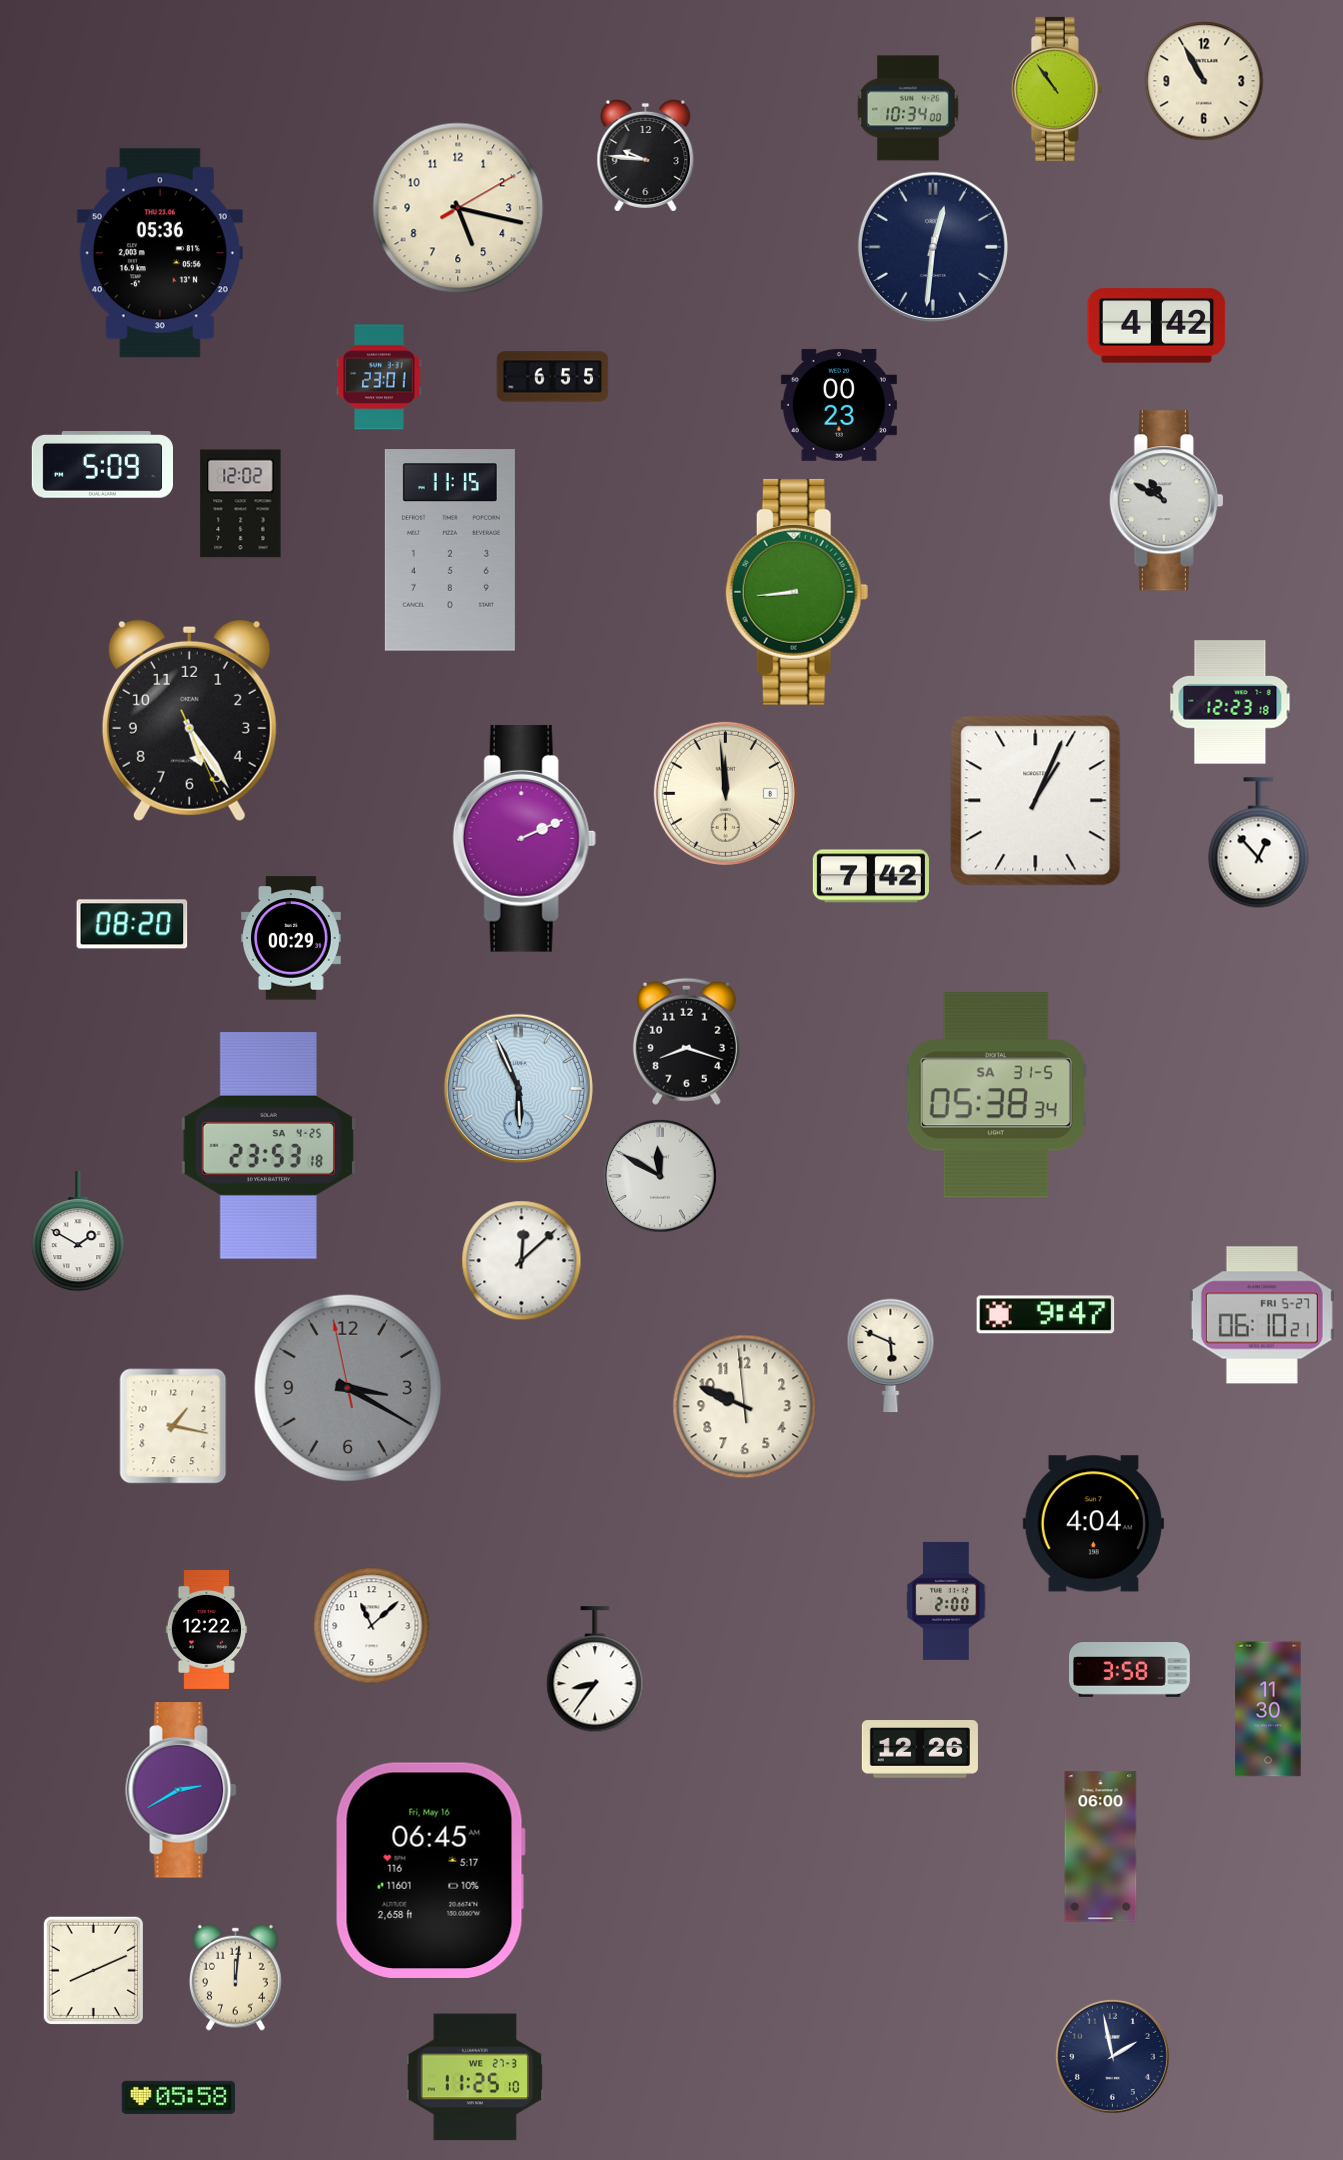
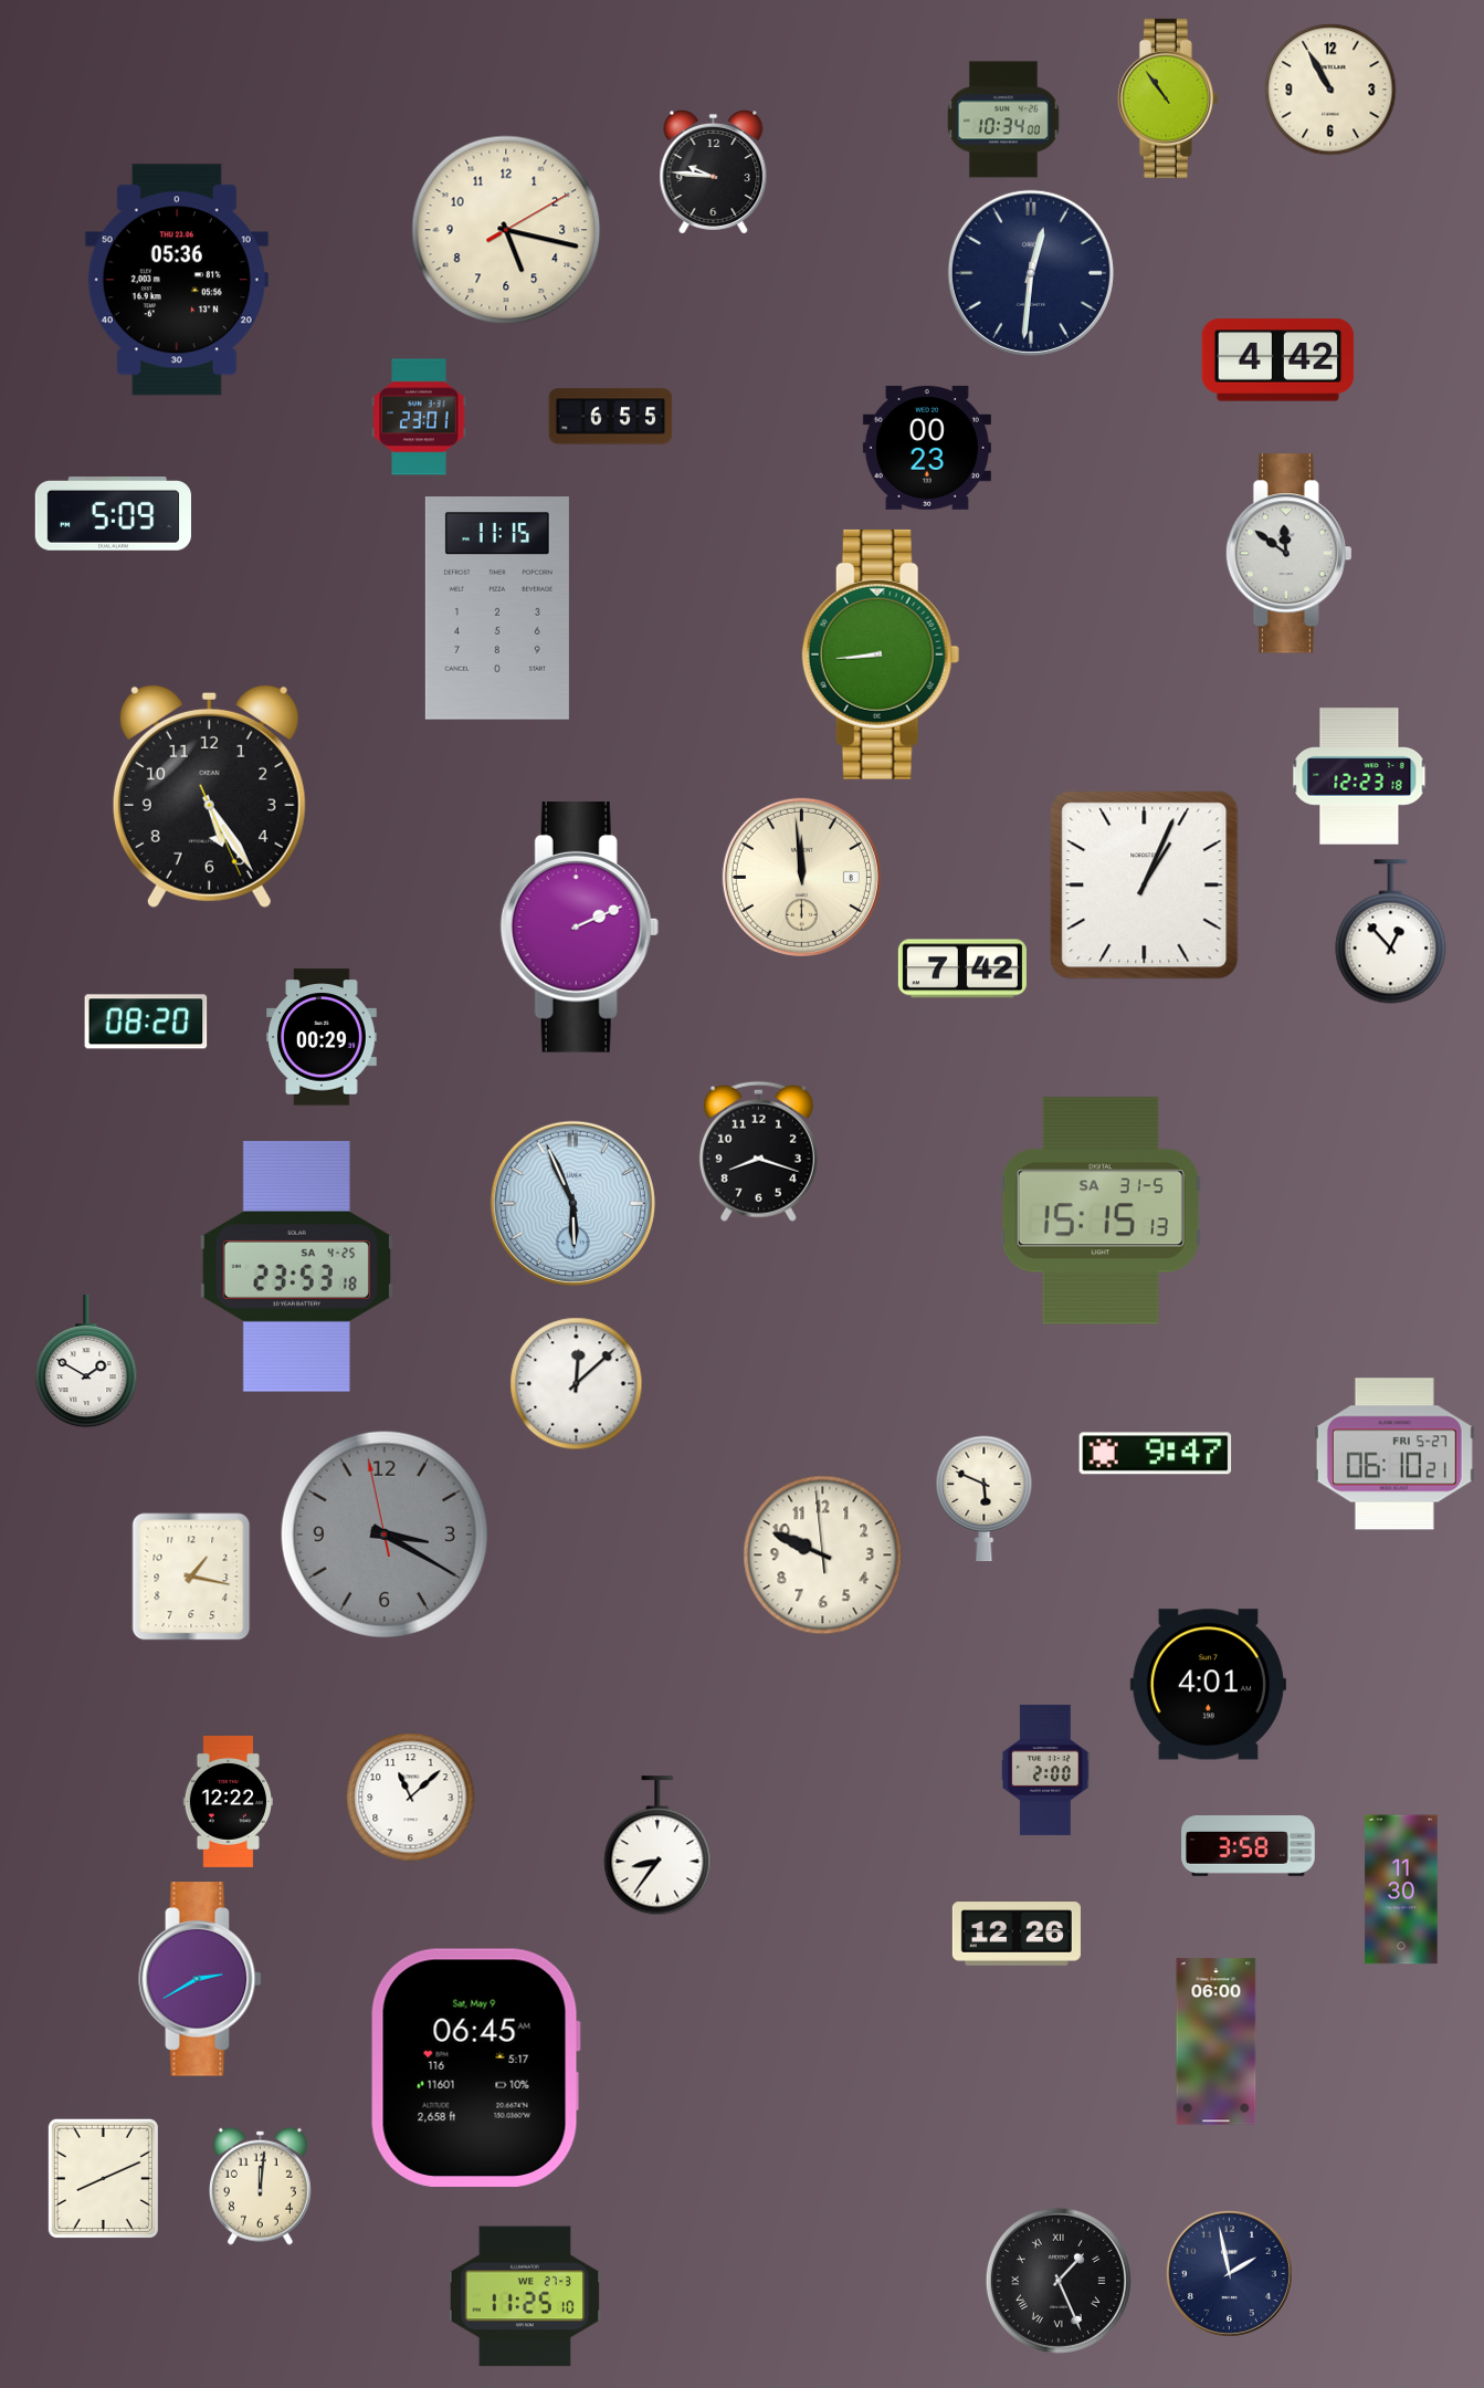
clock at (1166, 501): 10:50 -> 11:51
clock at (241, 504): 12:02 -> none
clock at (996, 1095): 05:38 -> 15:15
clock at (660, 1176): 11:50 -> none
clock at (522, 1261) position: (522, 1261) -> (577, 1384)
clock at (1093, 1524): 4:04 -> 4:01
clock at (430, 1870) date: Fri, May 16 -> Sat, May 9
clock at (1059, 2281): none -> 1:26
clock at (179, 2097): 05:58 -> none
